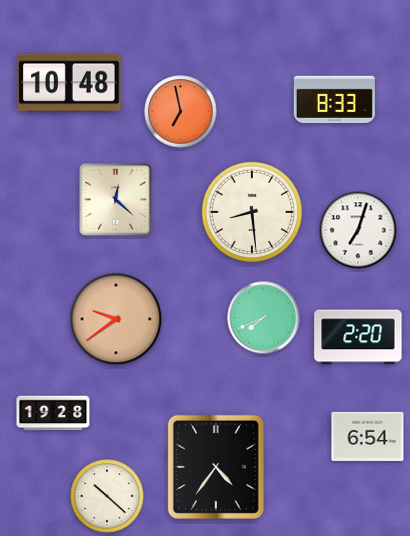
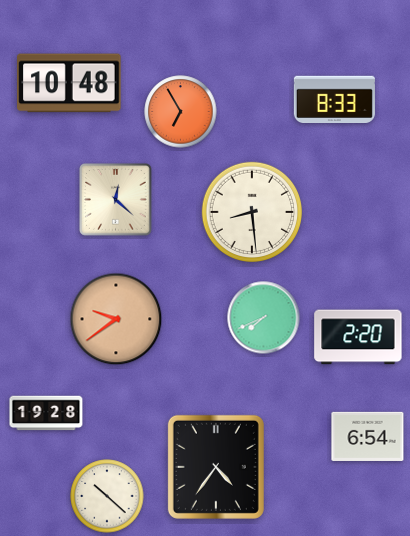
clock at (181, 112): 6:58 -> 6:55
clock at (358, 230): 7:03 -> none
clock at (53, 413) position: (53, 413) -> (46, 413)
